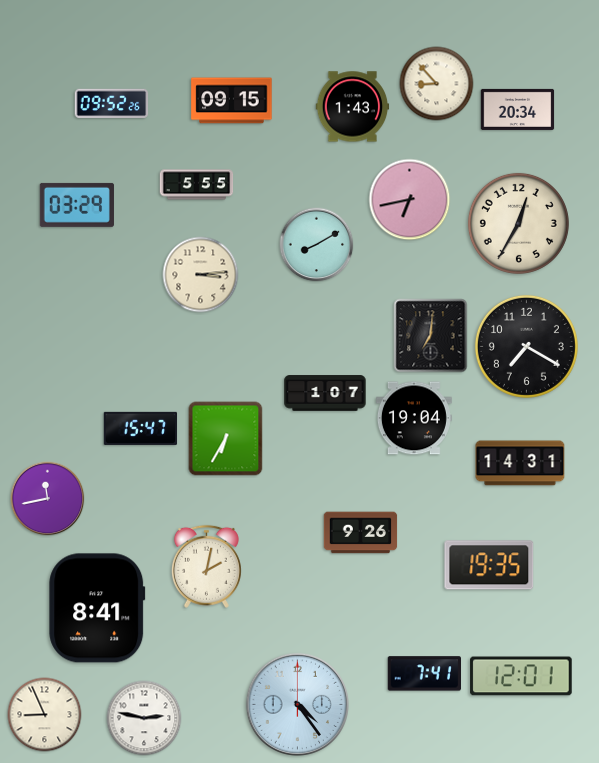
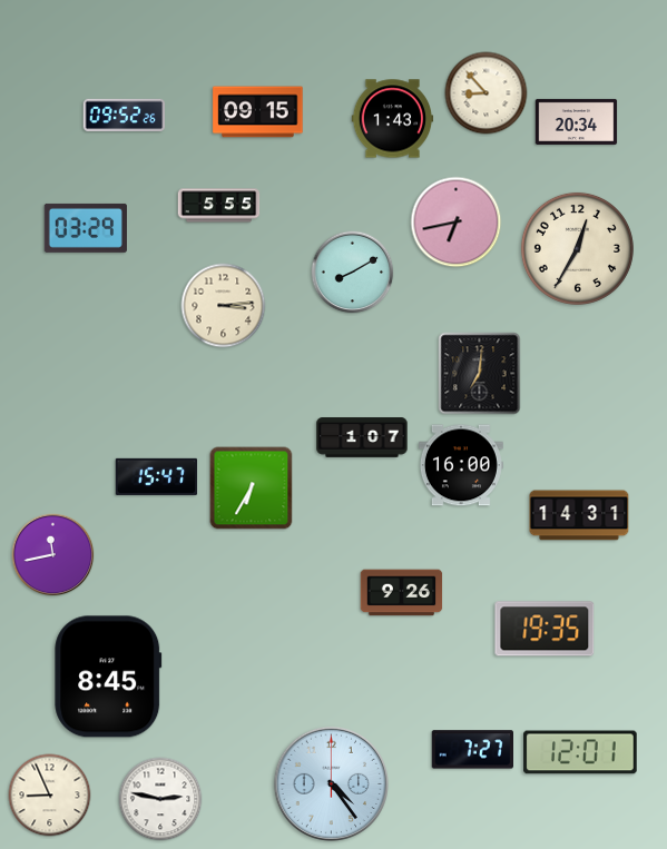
clock at (526, 346): 7:20 -> none
clock at (414, 418): 19:04 -> 16:00
clock at (206, 566): 2:02 -> none
clock at (97, 608): 8:41 -> 8:45
clock at (424, 674): 7:41 -> 7:27
